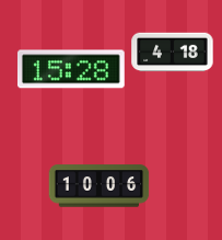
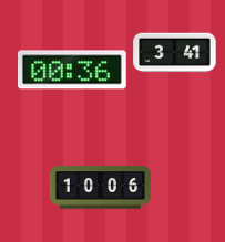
clock at (173, 53): 4:18 -> 3:41
clock at (71, 69): 15:28 -> 00:36
